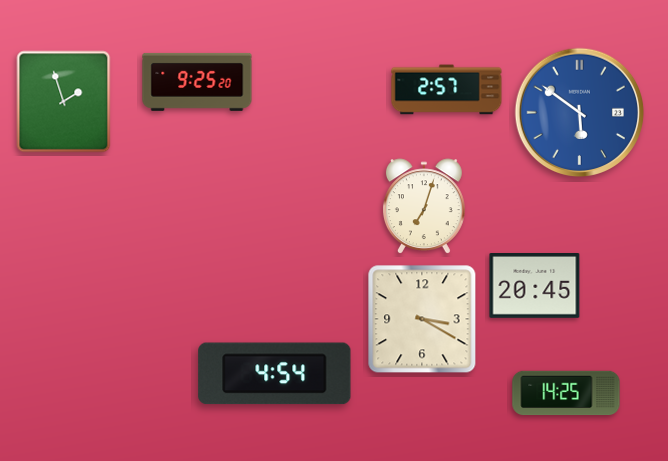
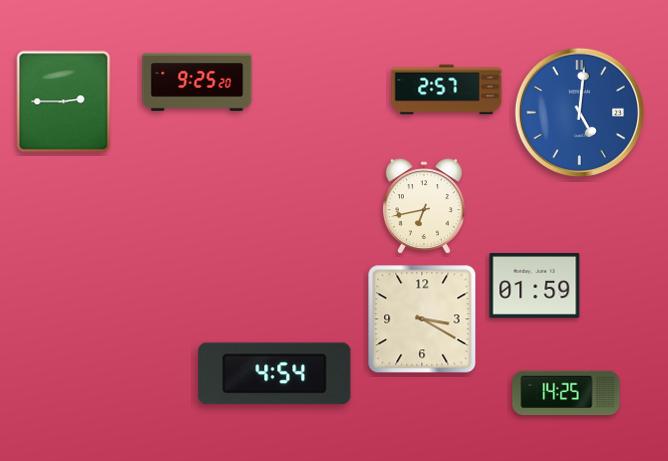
clock at (64, 102): 1:57 -> 2:45
clock at (580, 113): 5:51 -> 5:01
clock at (424, 207): 7:03 -> 6:43
clock at (535, 286): 20:45 -> 01:59
